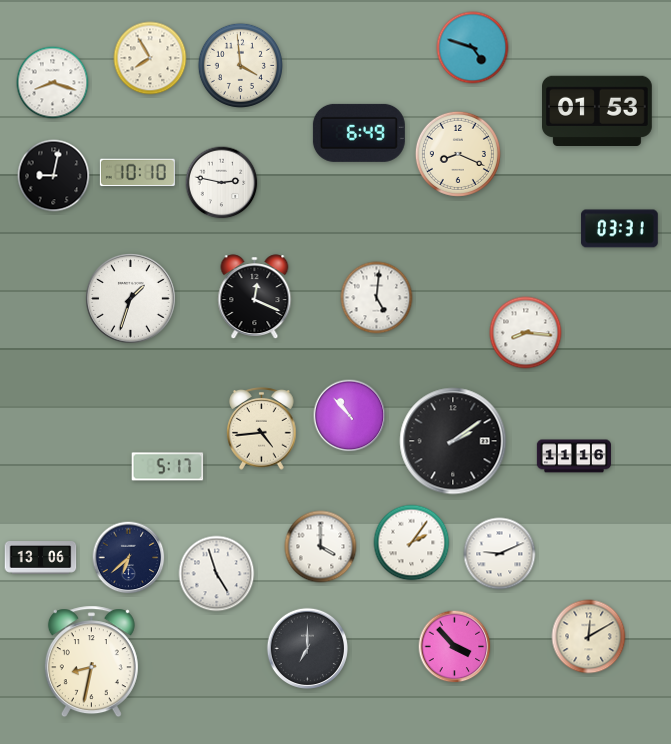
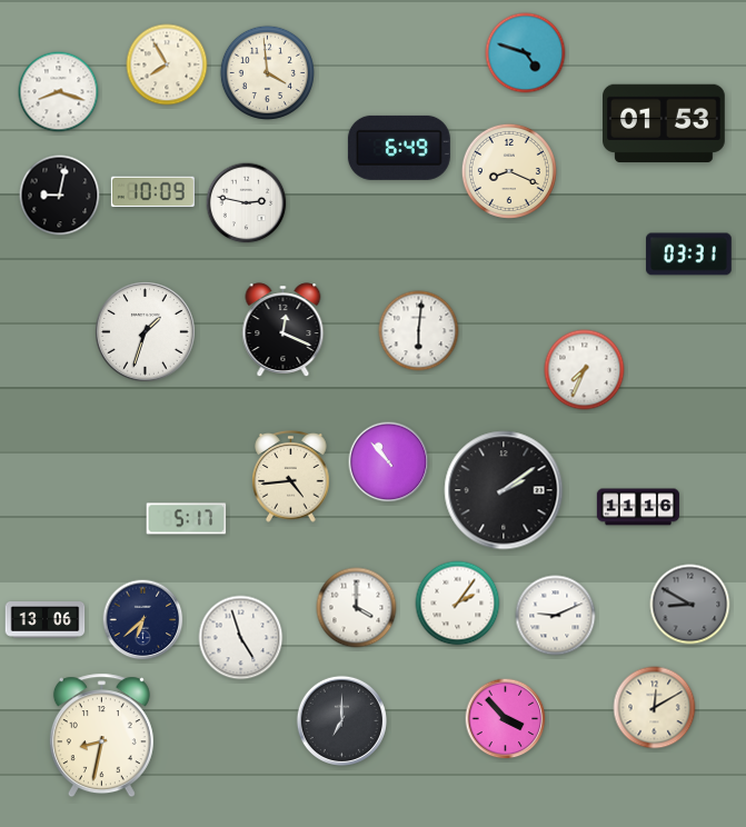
clock at (137, 173): 10:10 -> 10:09
clock at (377, 298): 5:01 -> 6:01
clock at (526, 333): 8:16 -> 7:34
clock at (690, 605): none -> 8:50
